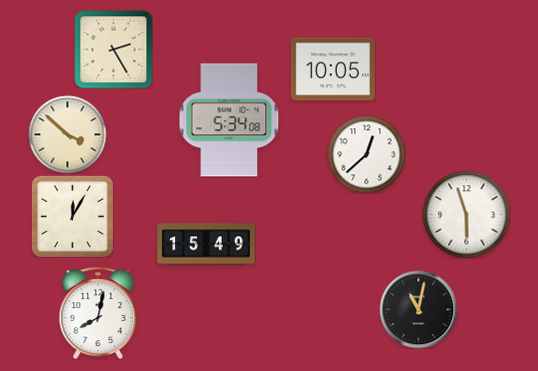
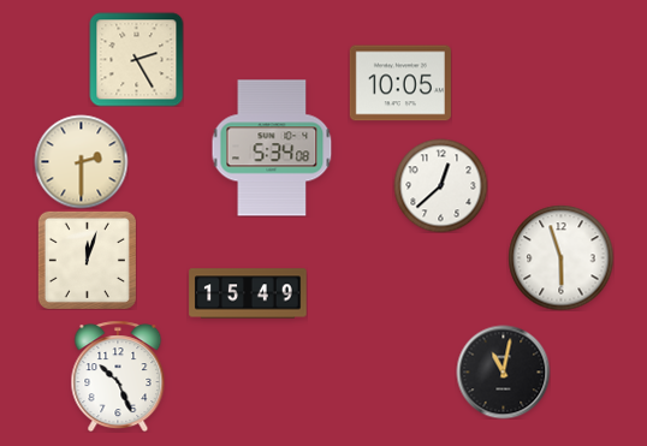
clock at (229, 120) position: (229, 120) -> (272, 148)
clock at (67, 134): 3:52 -> 2:30
clock at (72, 216): 12:05 -> 12:03
clock at (98, 313): 8:02 -> 10:26
